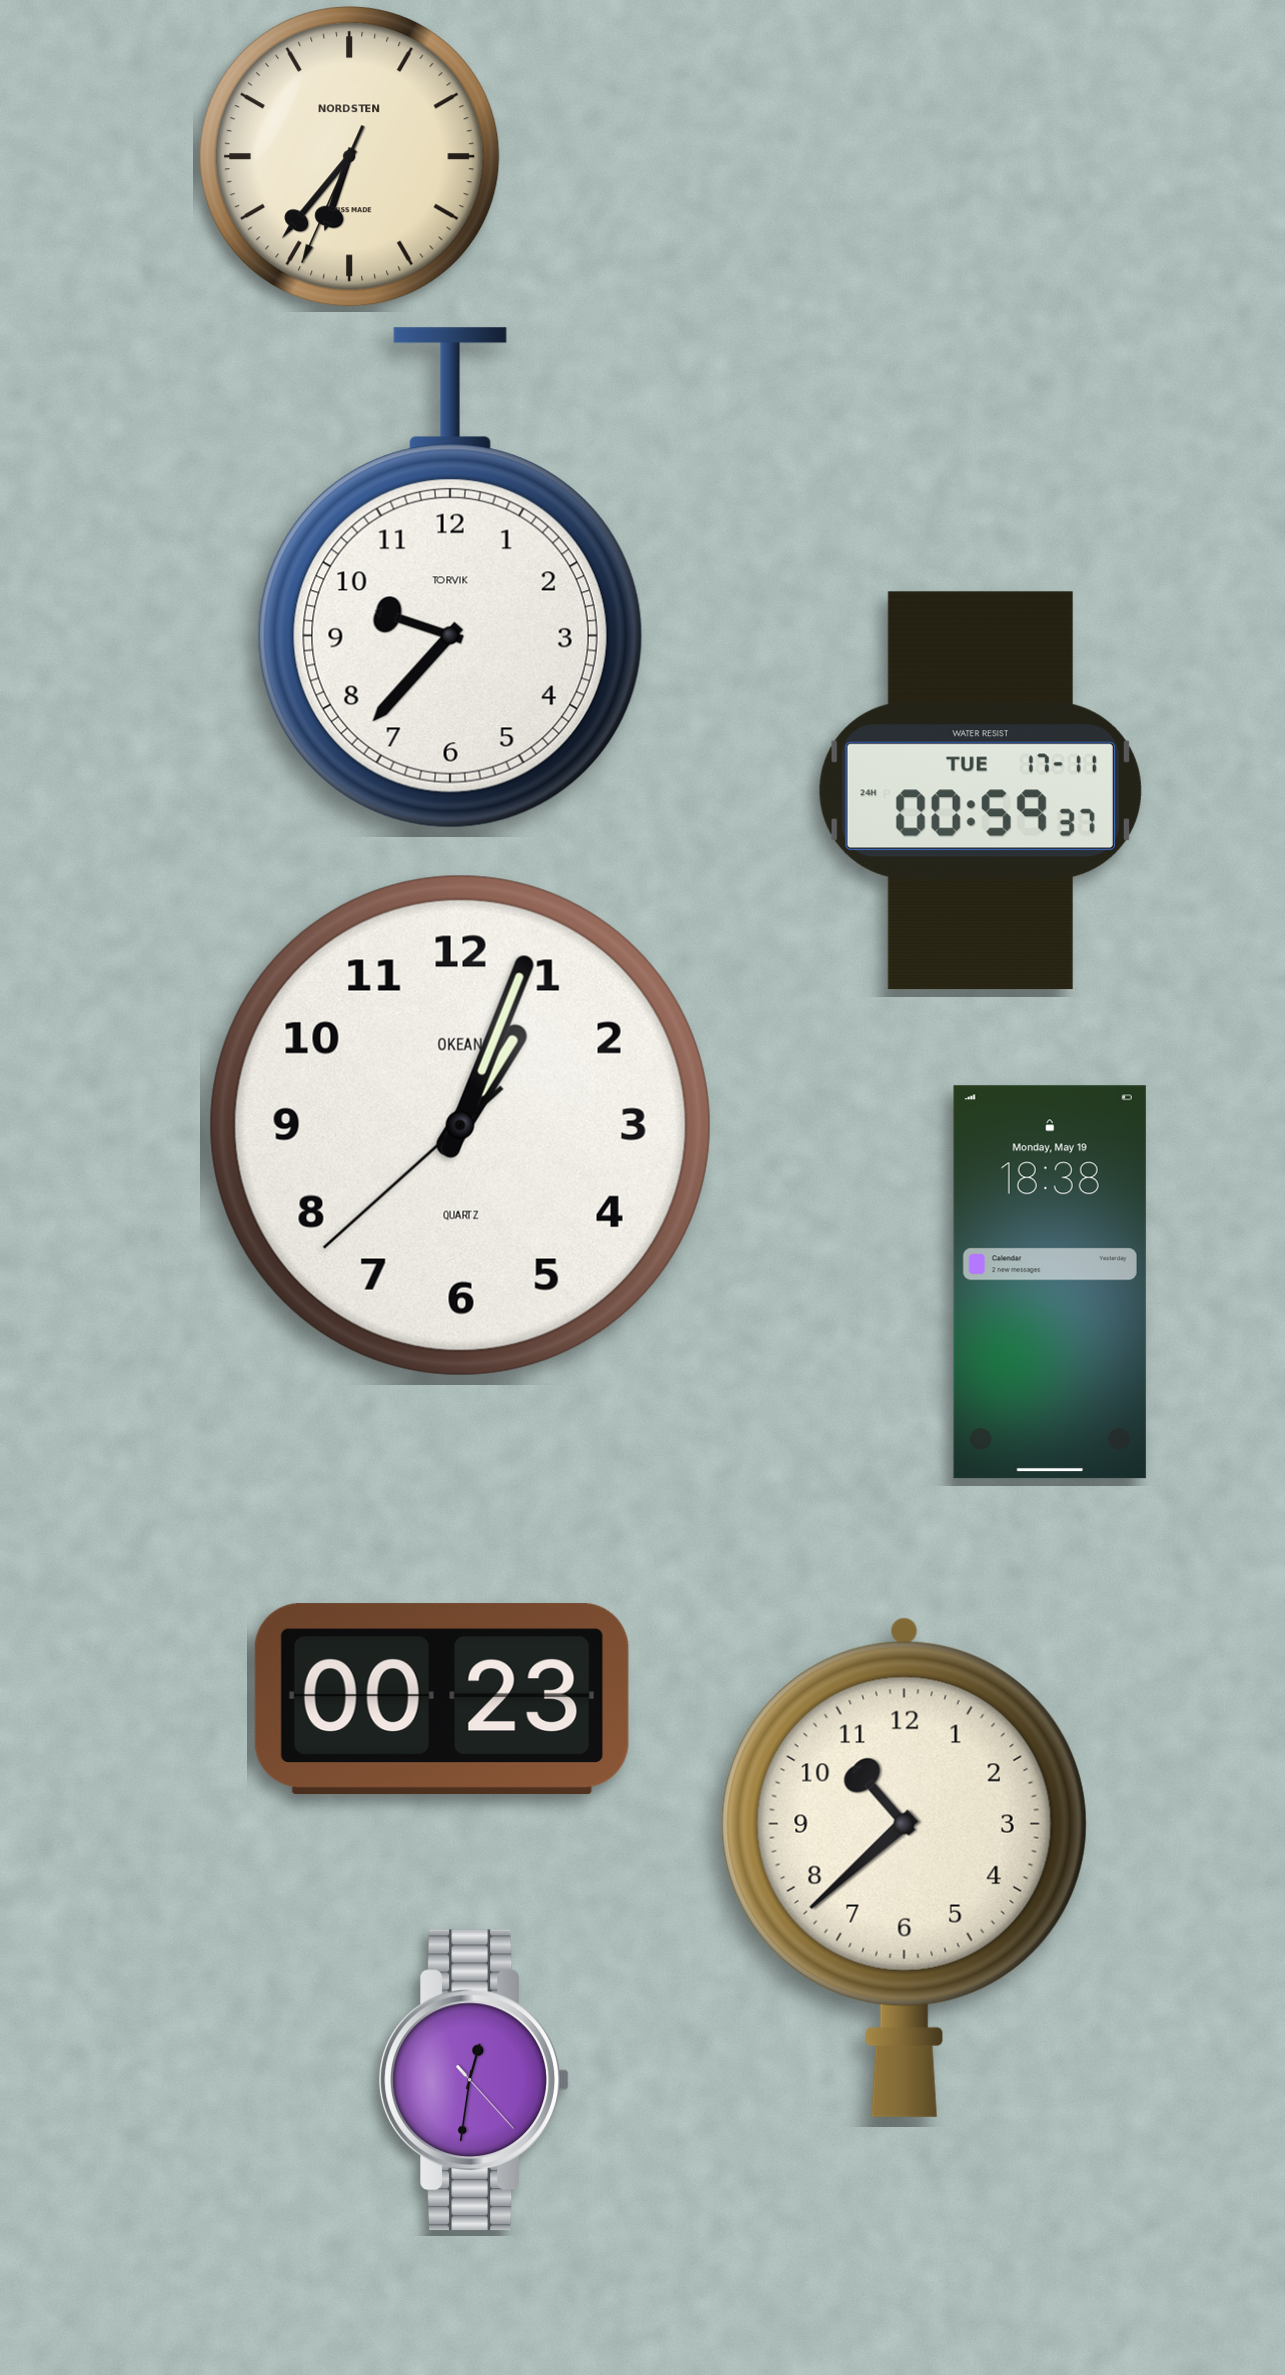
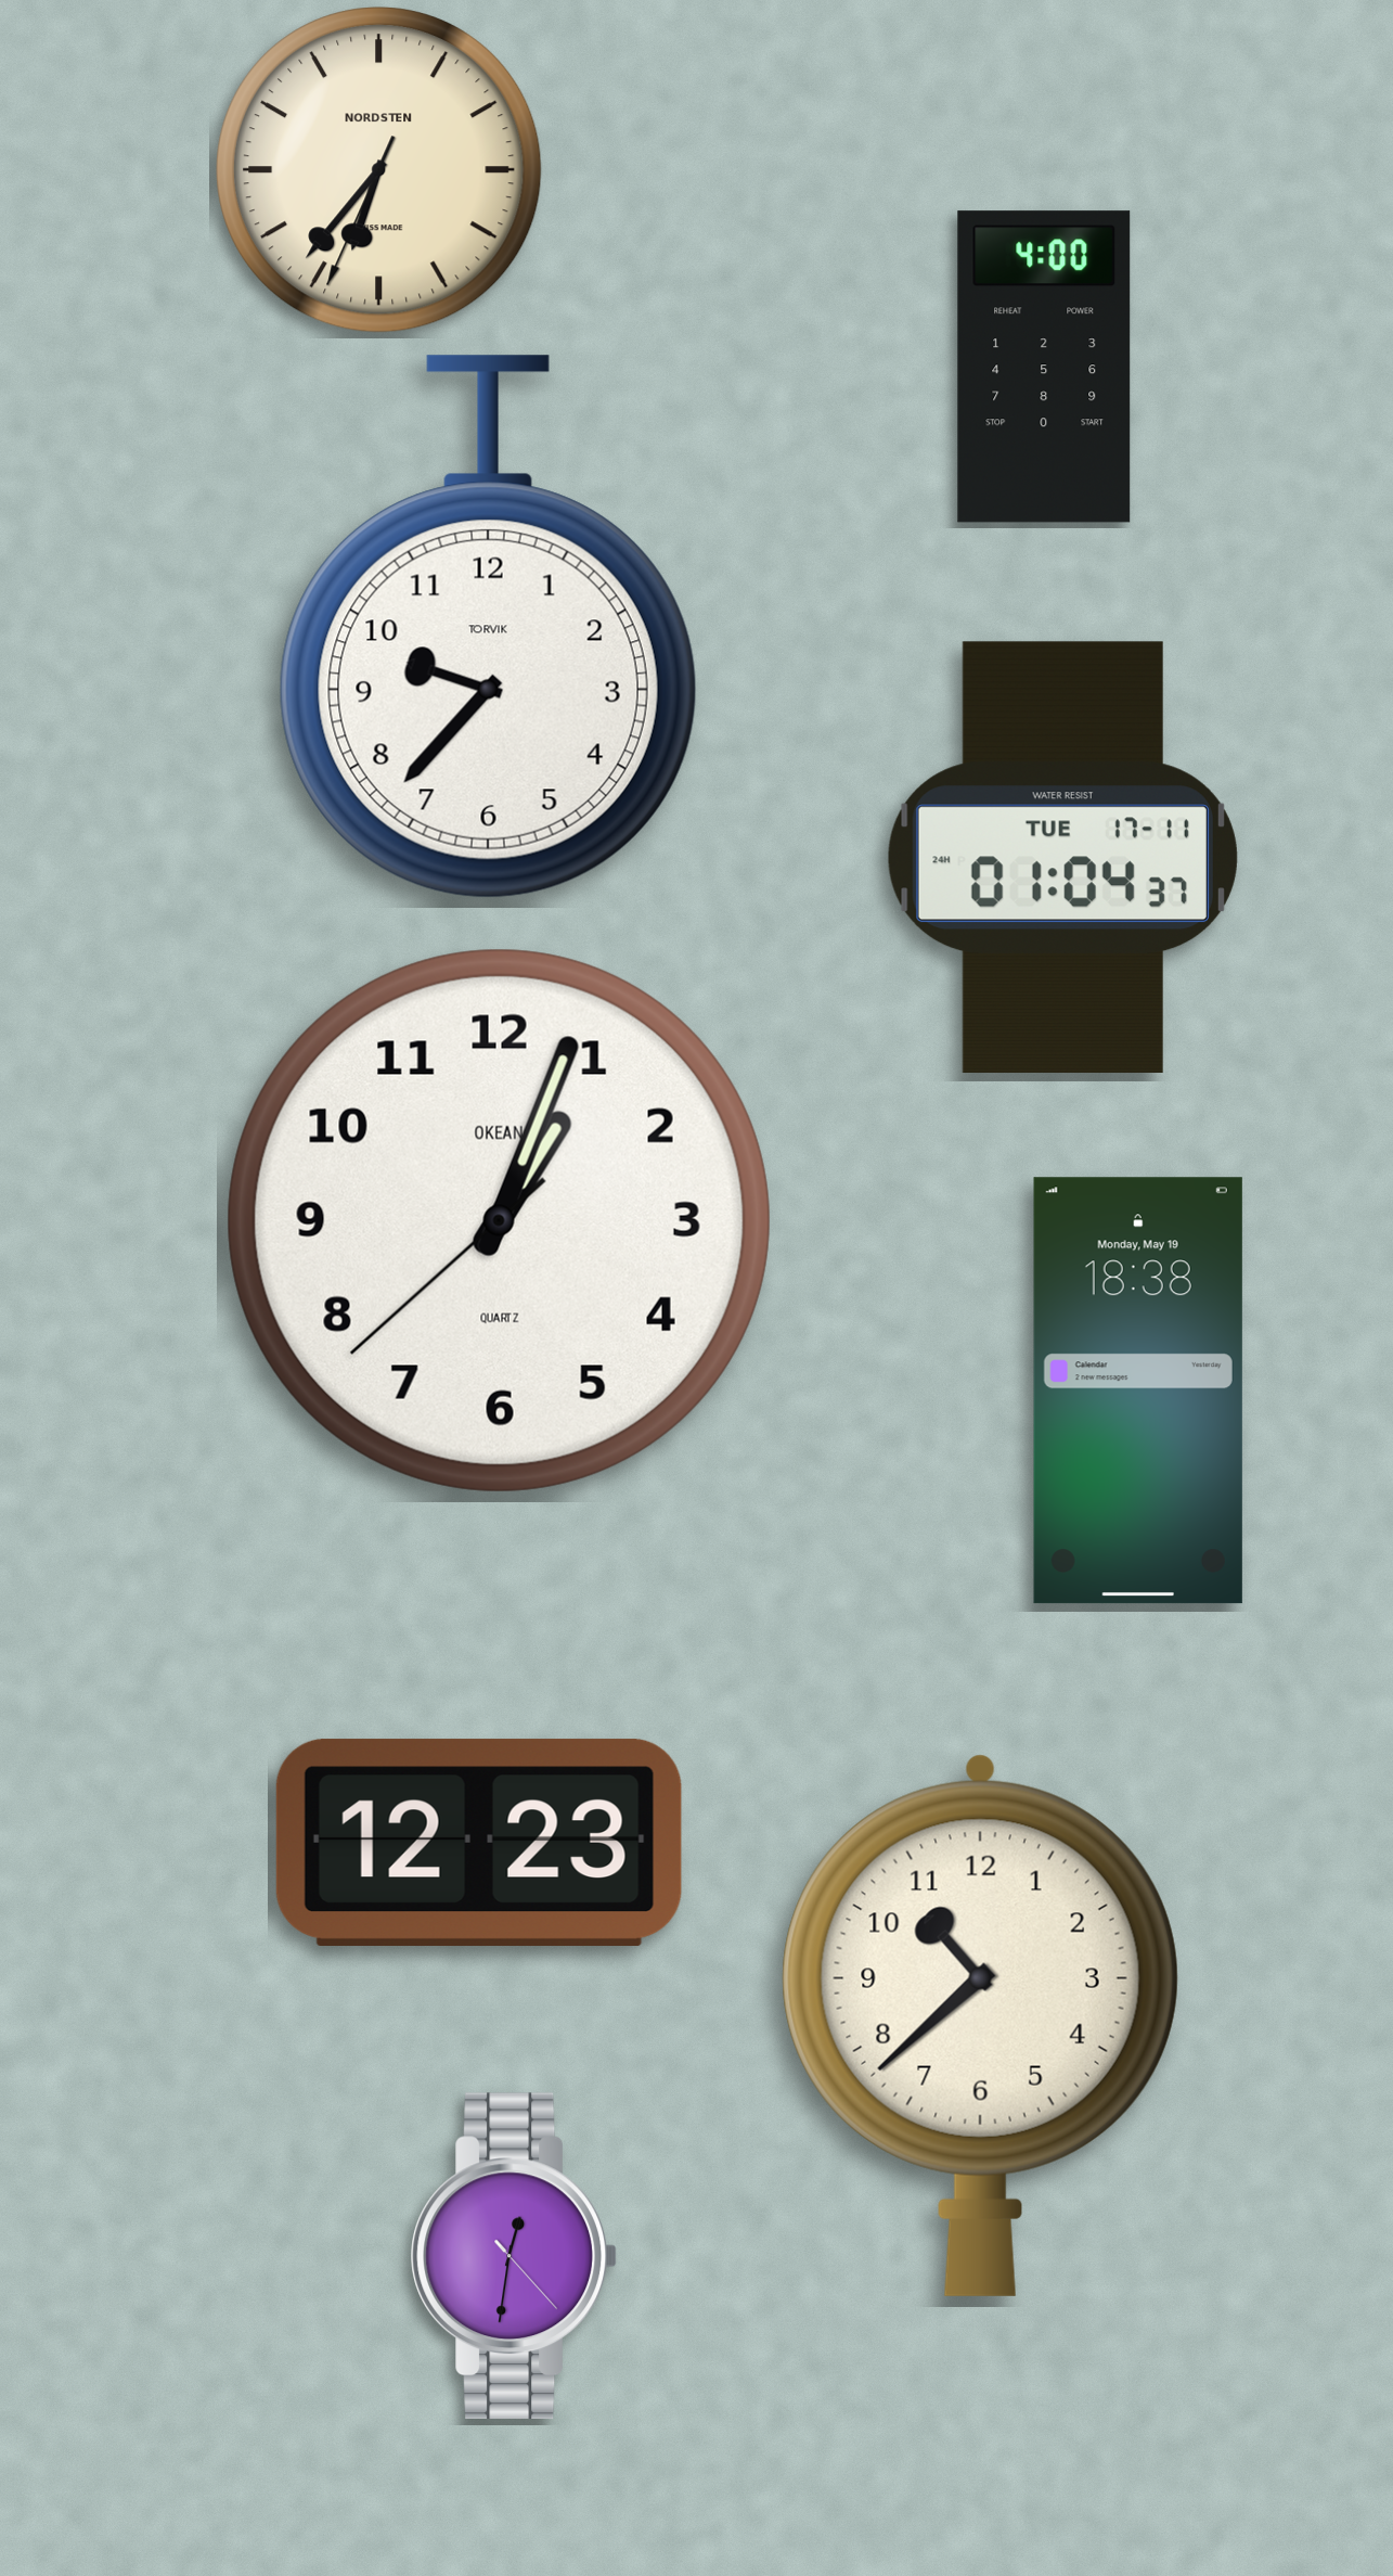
clock at (1044, 367): none -> 4:00
clock at (980, 791): 00:59 -> 01:04
clock at (442, 1698): 00:23 -> 12:23
